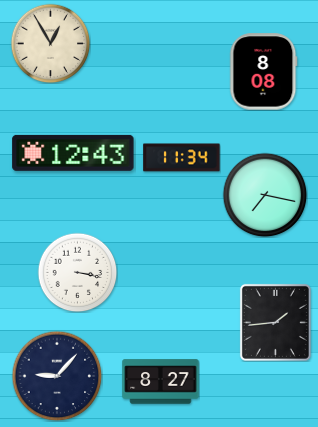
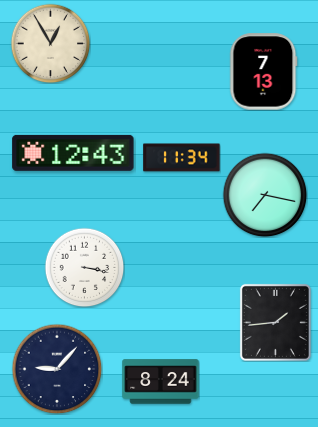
clock at (264, 72): 8:08 -> 7:13
clock at (77, 272) position: (77, 272) -> (84, 267)
clock at (57, 376) position: (57, 376) -> (57, 369)
clock at (161, 382): 8:27 -> 8:24
